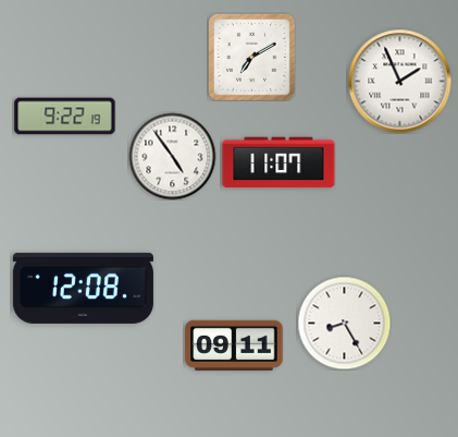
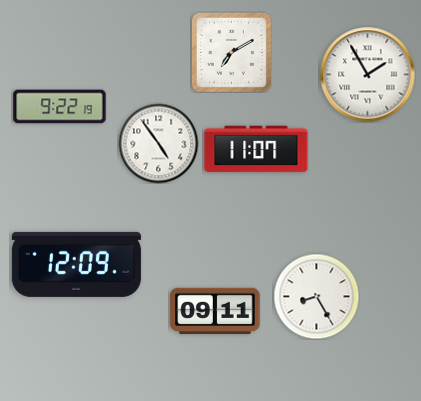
clock at (399, 81): 1:56 -> 1:55
clock at (83, 288): 12:08 -> 12:09
clock at (234, 344) position: (234, 344) -> (215, 310)
